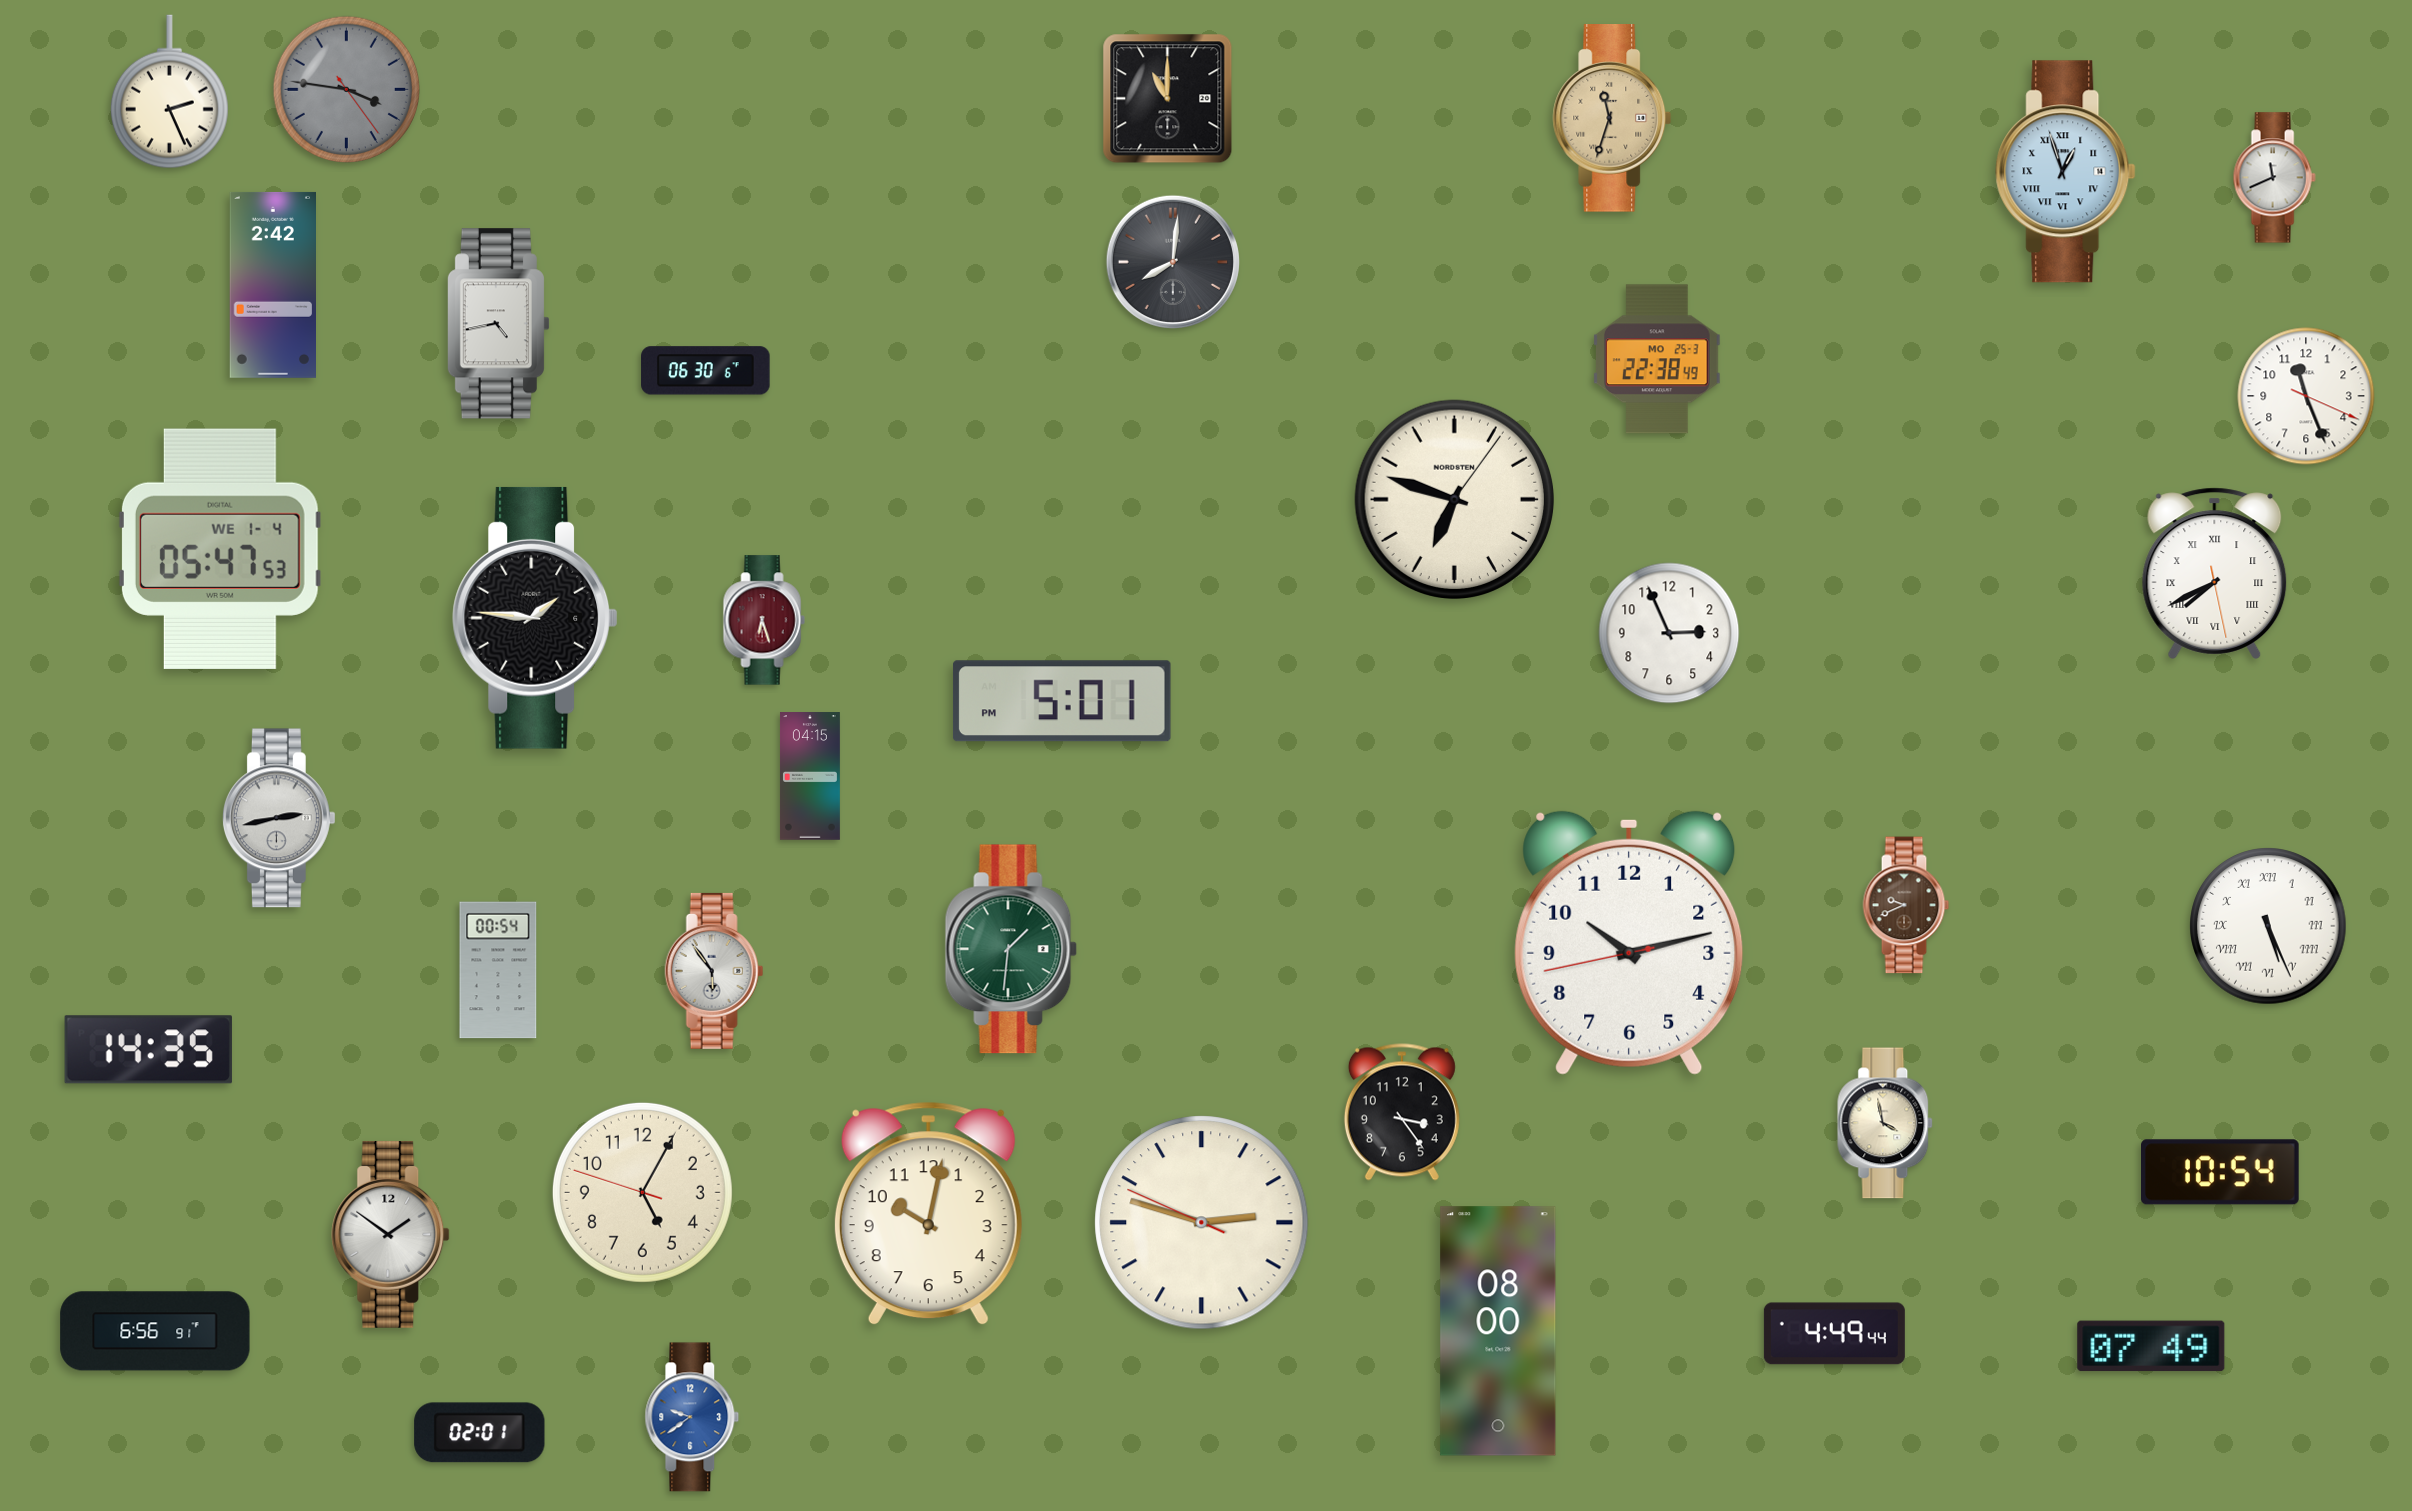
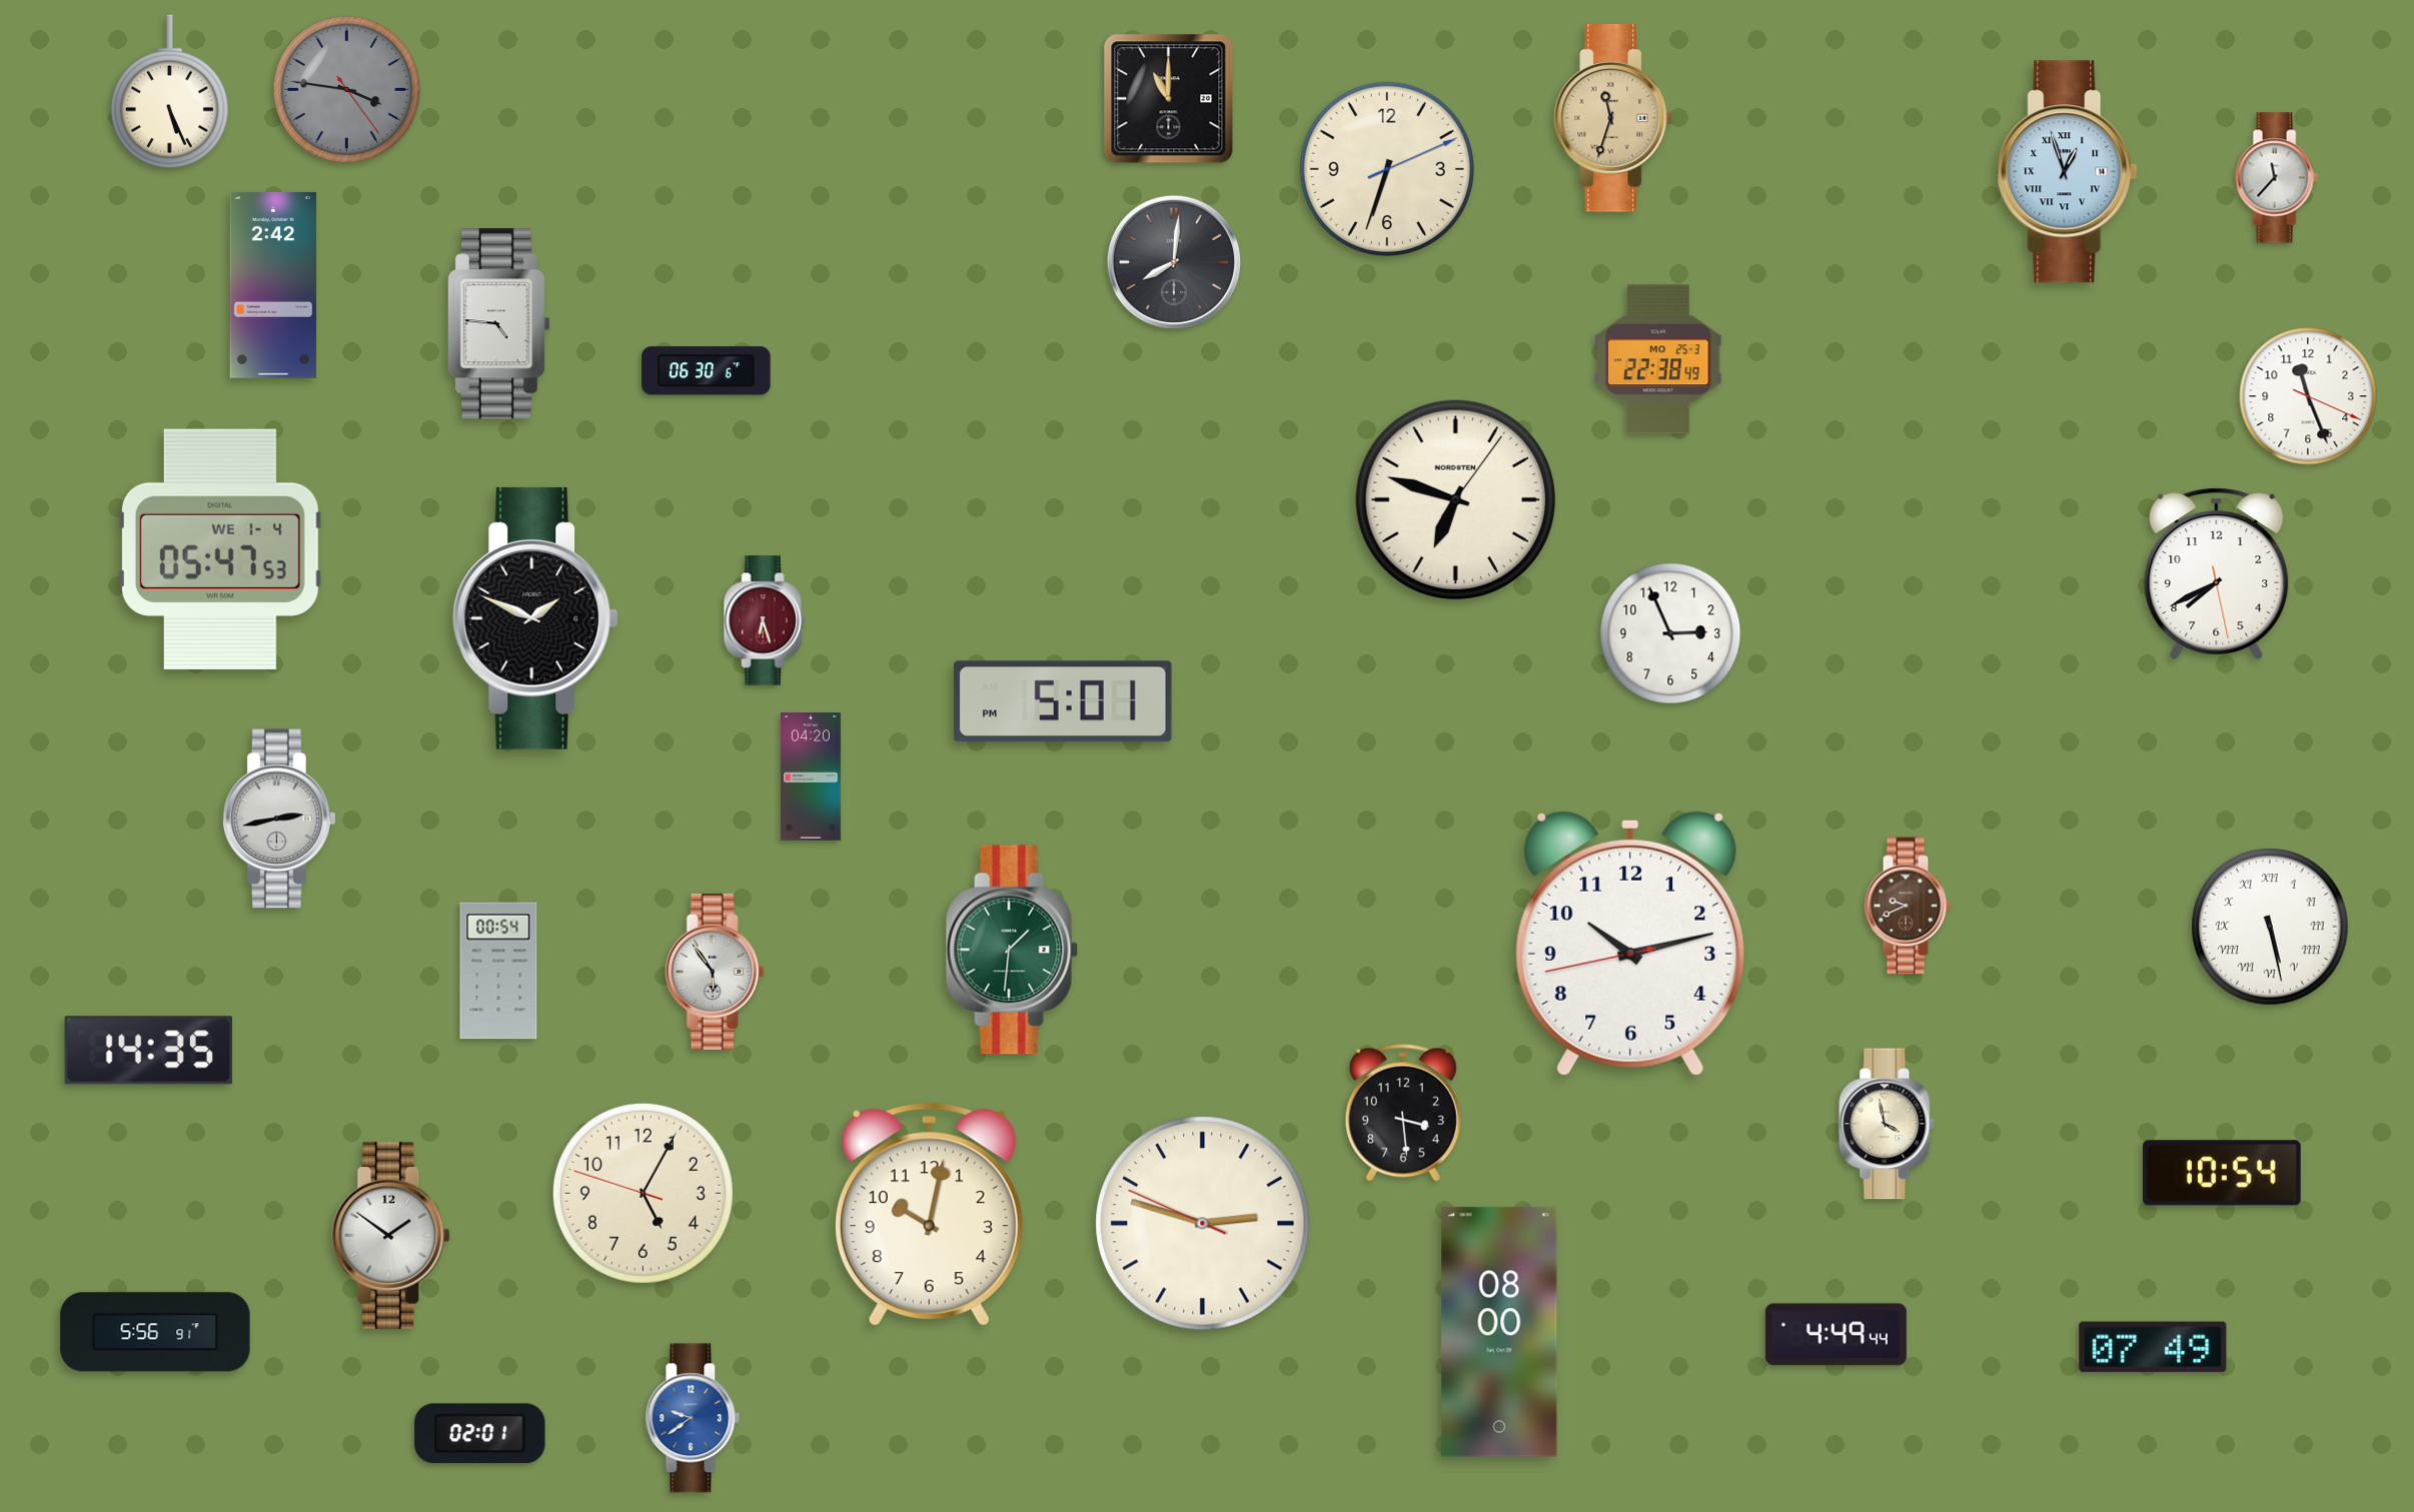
clock at (169, 92): 2:26 -> 5:26
clock at (1387, 169): none -> 6:33
clock at (2274, 178): 11:41 -> 11:37
clock at (498, 324): 4:43 -> 4:46
clock at (2215, 573) numerals: Roman -> Arabic
clock at (535, 618): 1:46 -> 1:49
clock at (810, 776): 04:15 -> 04:20
clock at (2268, 926): 5:26 -> 5:28
clock at (1402, 1112): 3:24 -> 3:29
clock at (155, 1331): 6:56 -> 5:56
